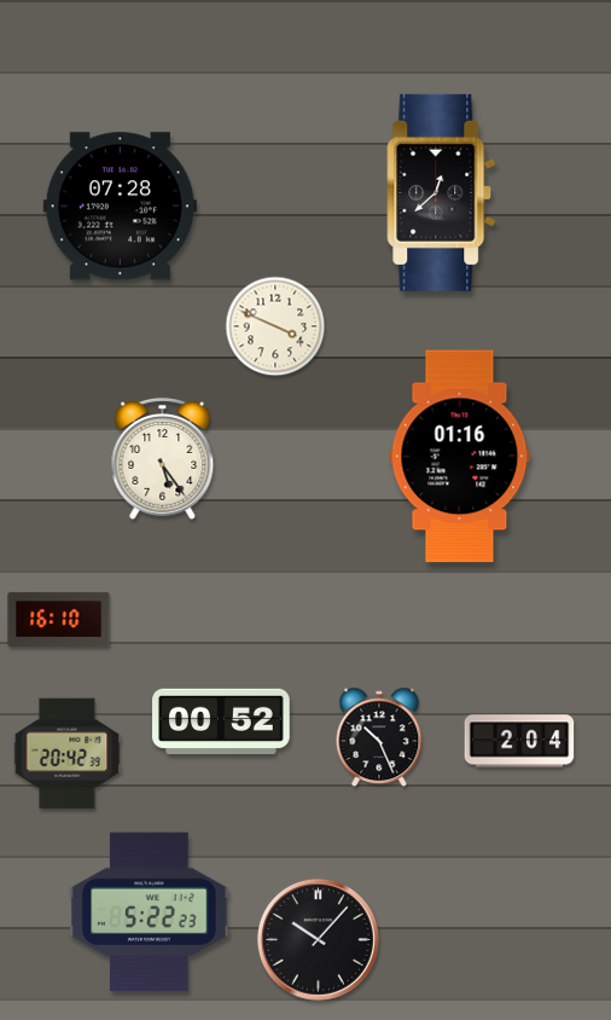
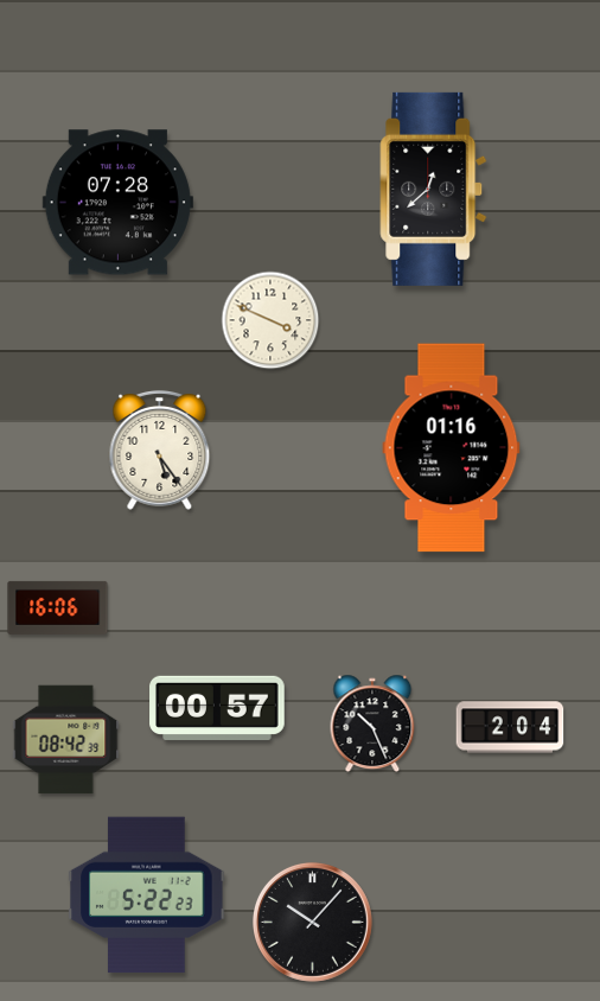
clock at (59, 619): 16:10 -> 16:06
clock at (221, 720): 00:52 -> 00:57
clock at (68, 754): 20:42 -> 08:42
